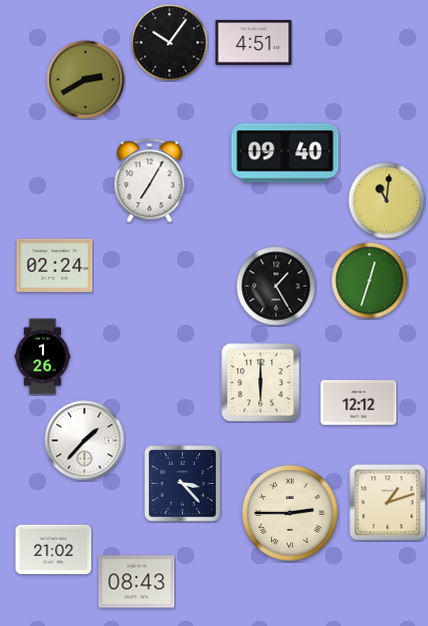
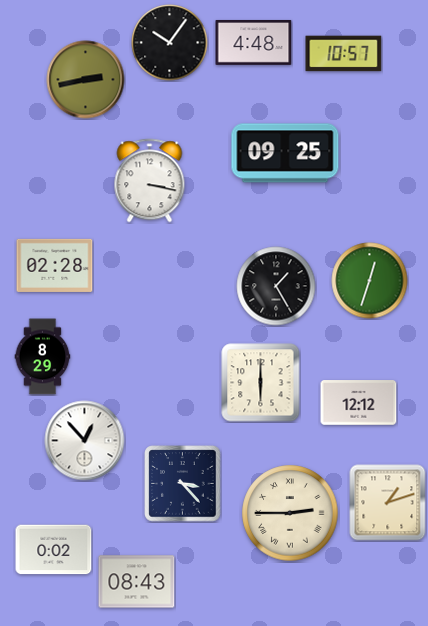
clock at (254, 43): 4:51 -> 4:48
clock at (344, 54): none -> 10:57
clock at (86, 80): 2:40 -> 2:43
clock at (285, 153): 09:40 -> 09:25
clock at (150, 181): 7:05 -> 3:17
clock at (387, 201): 11:01 -> none
clock at (55, 265): 02:24 -> 02:28
clock at (43, 357): 1:26 -> 8:29
clock at (85, 441): 1:37 -> 12:53
clock at (54, 550): 21:02 -> 0:02
